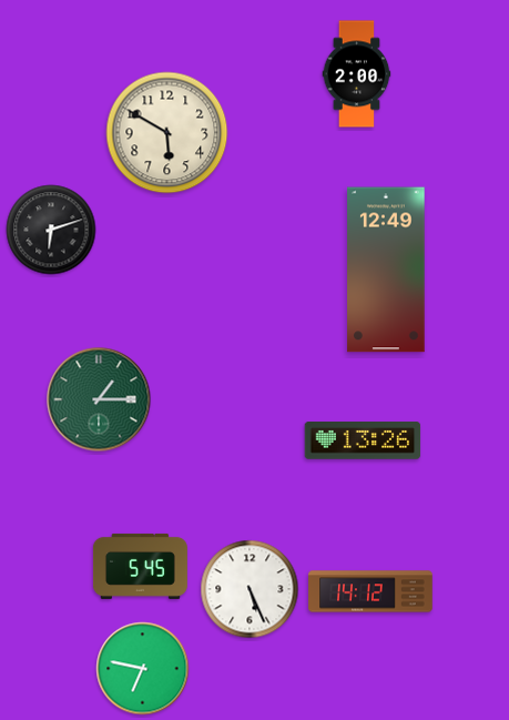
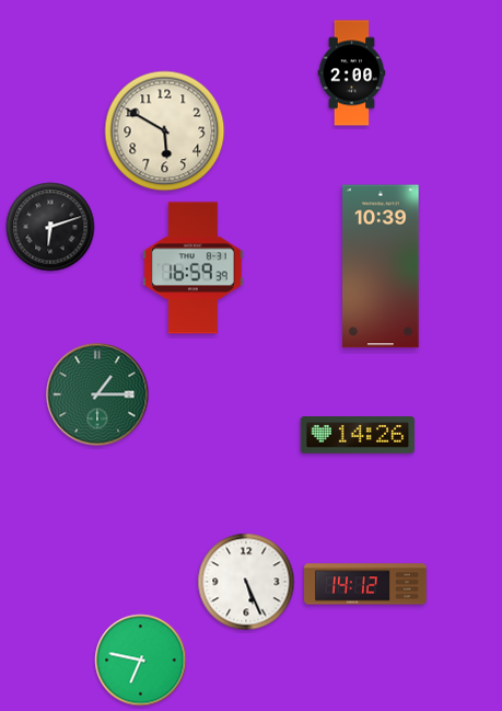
clock at (386, 270): 12:49 -> 10:39
clock at (194, 268): none -> 16:59
clock at (363, 442): 13:26 -> 14:26
clock at (140, 566): 5:45 -> none
